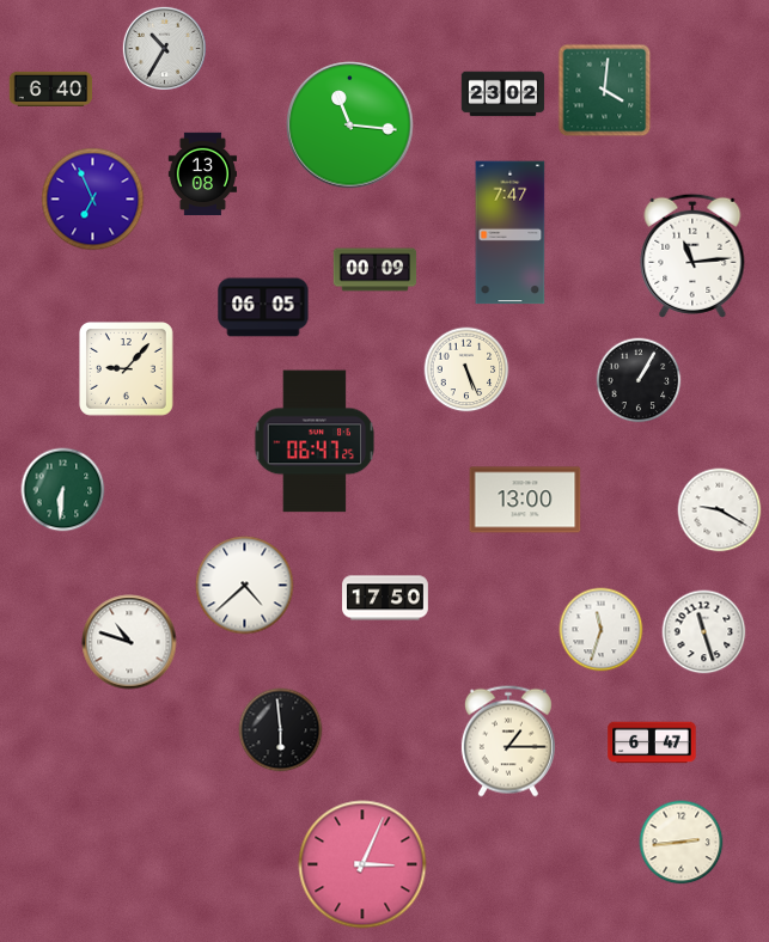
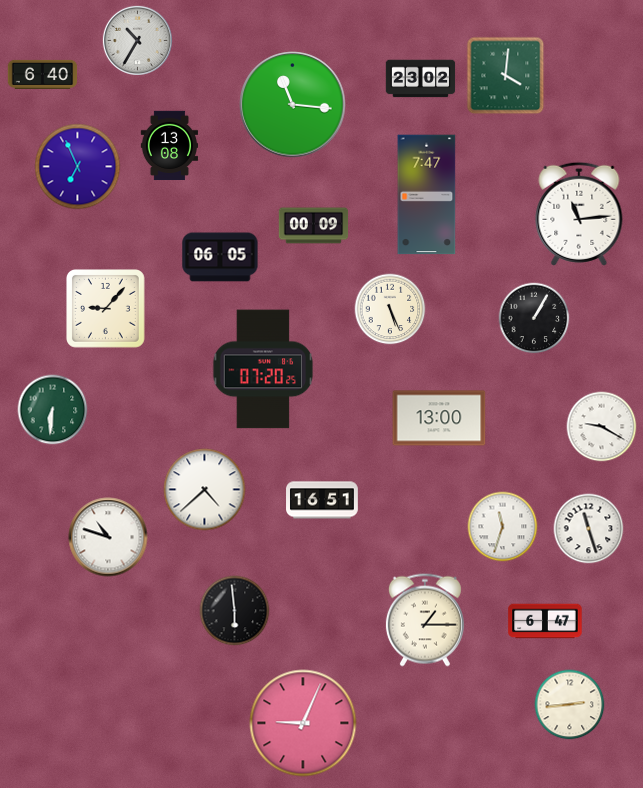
clock at (315, 441): 06:47 -> 07:20
clock at (385, 598): 17:50 -> 16:51
clock at (362, 864): 3:04 -> 9:04
